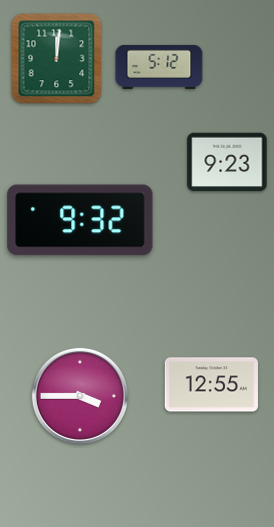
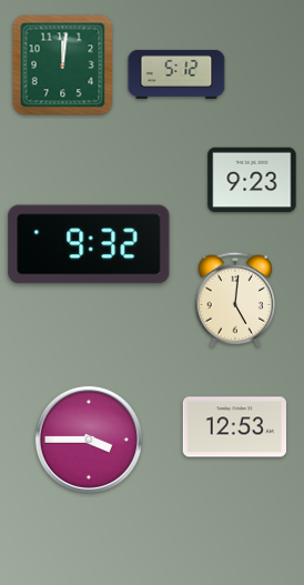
clock at (235, 300): none -> 5:01
clock at (211, 385): 12:55 -> 12:53
